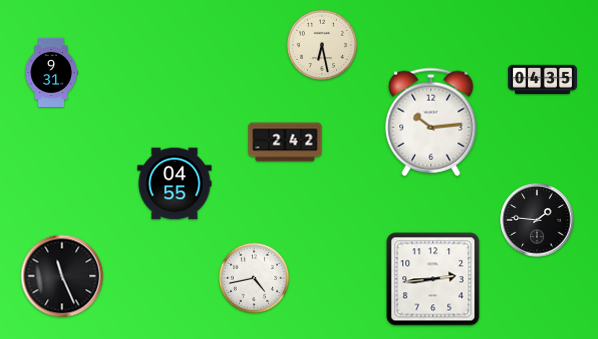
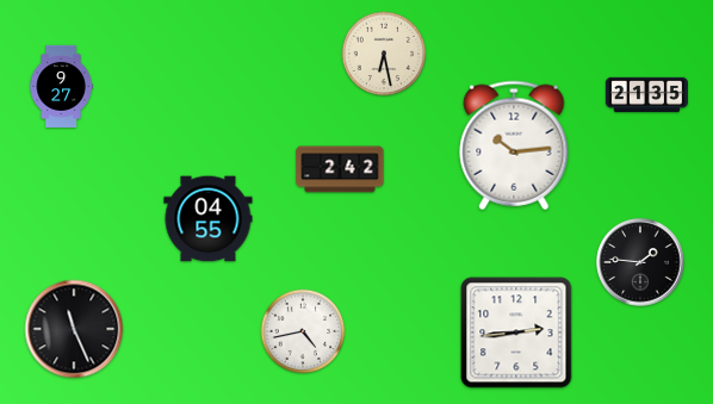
clock at (51, 72): 9:31 -> 9:27
clock at (542, 80): 04:35 -> 21:35
